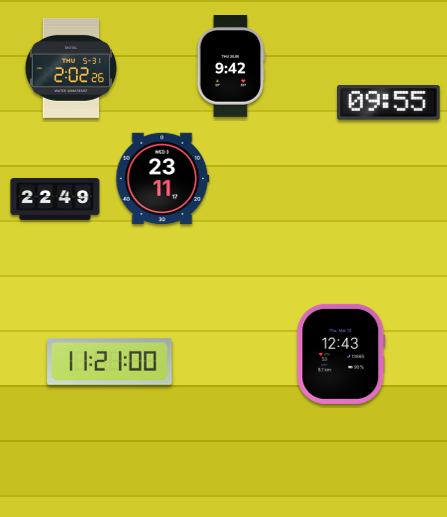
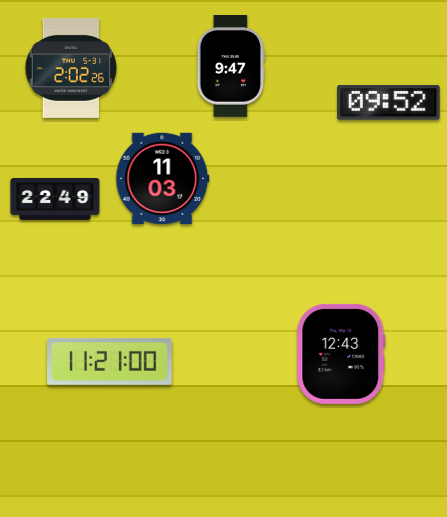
clock at (230, 67): 9:42 -> 9:47
clock at (389, 103): 09:55 -> 09:52
clock at (163, 179): 23:11 -> 11:03
